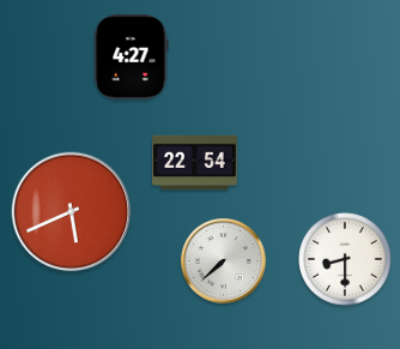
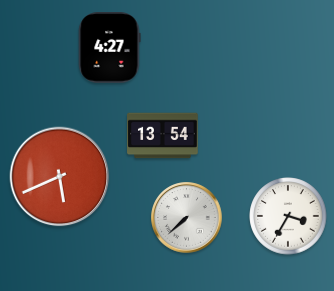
clock at (195, 163): 22:54 -> 13:54
clock at (345, 259): 8:30 -> 3:35
